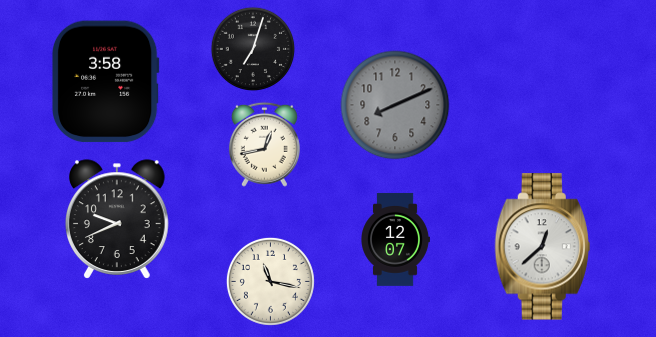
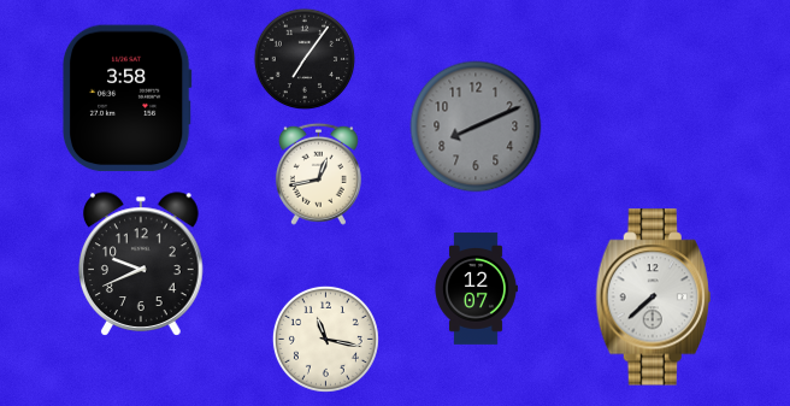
clock at (253, 49): 7:03 -> 7:06
clock at (542, 247): 12:38 -> 7:38
